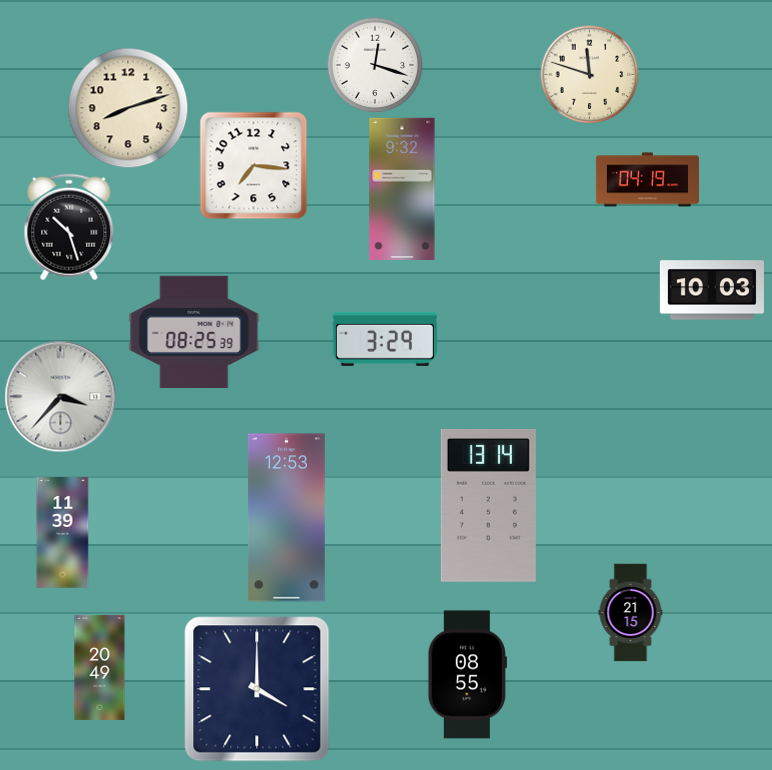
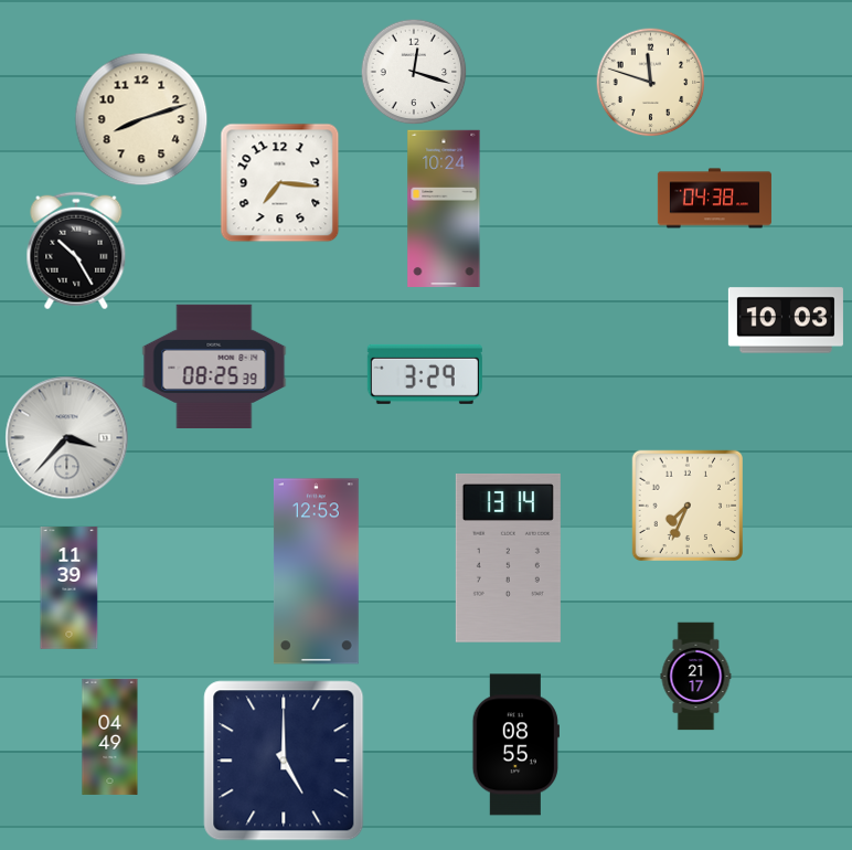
clock at (647, 180): 04:19 -> 04:38
clock at (402, 188): 9:32 -> 10:24
clock at (69, 227): 10:27 -> 10:25
clock at (686, 504): none -> 7:34
clock at (488, 505) position: (488, 505) -> (508, 557)
clock at (631, 613): 21:15 -> 21:17
clock at (100, 667): 20:49 -> 04:49
clock at (257, 689): 4:00 -> 5:00
